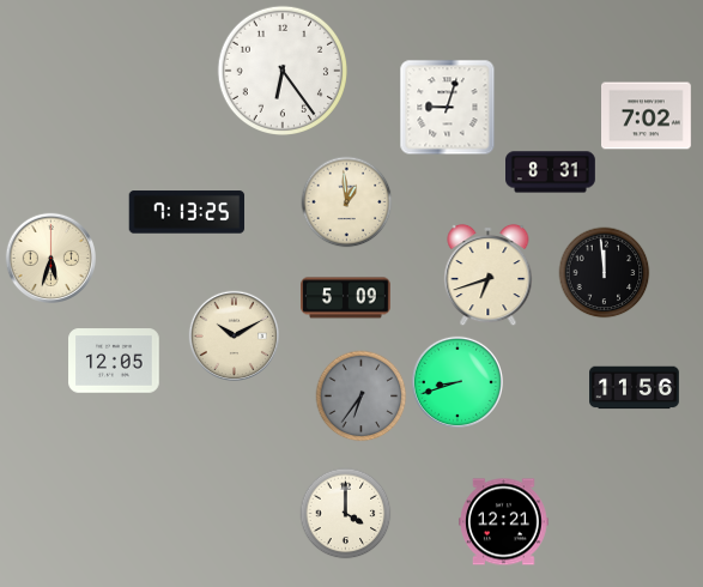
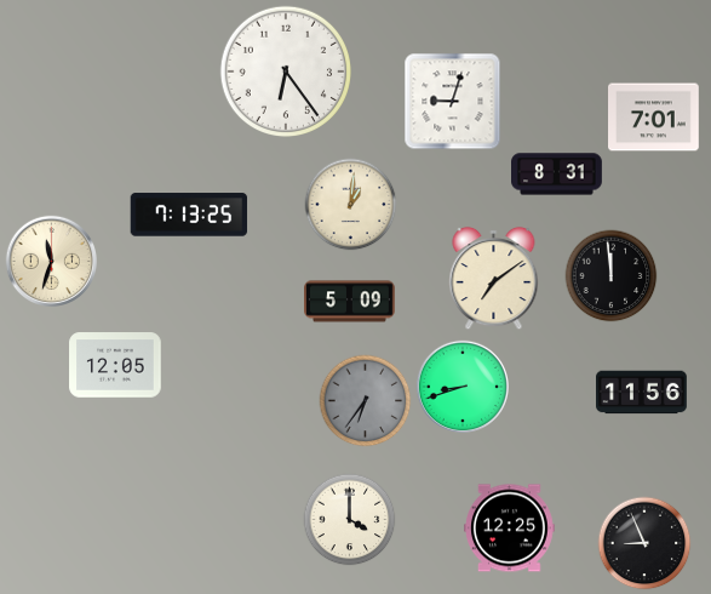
clock at (448, 108) position: (448, 108) -> (453, 102)
clock at (647, 116): 7:02 -> 7:01
clock at (347, 202): 12:59 -> 1:01
clock at (50, 258): 5:33 -> 11:33
clock at (489, 276): 6:42 -> 7:09
clock at (234, 335): 10:10 -> none
clock at (504, 522): 12:21 -> 12:25
clock at (644, 543): none -> 8:56
